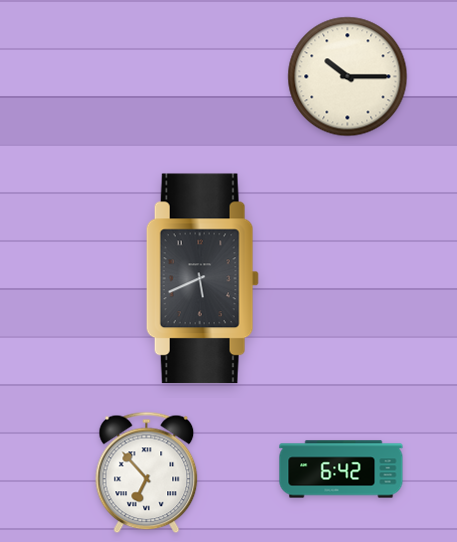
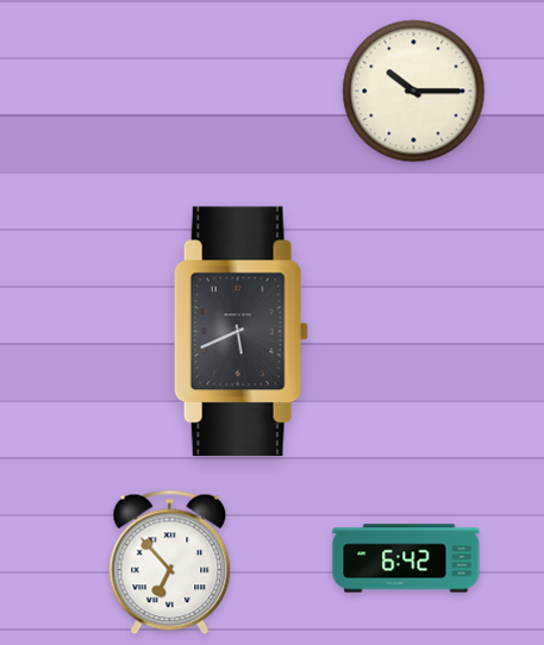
clock at (147, 473) position: (147, 473) -> (170, 563)
